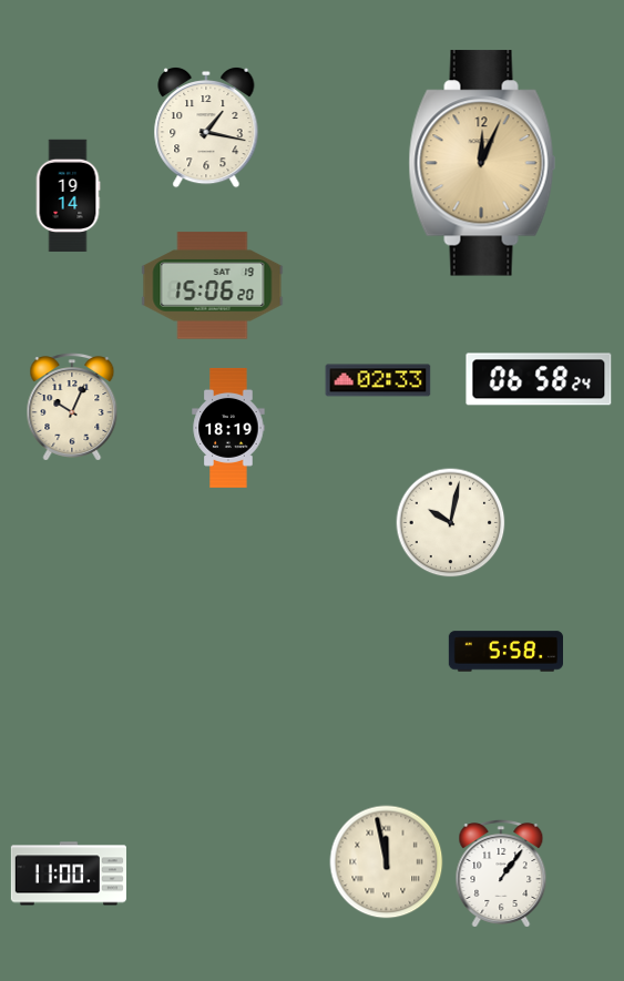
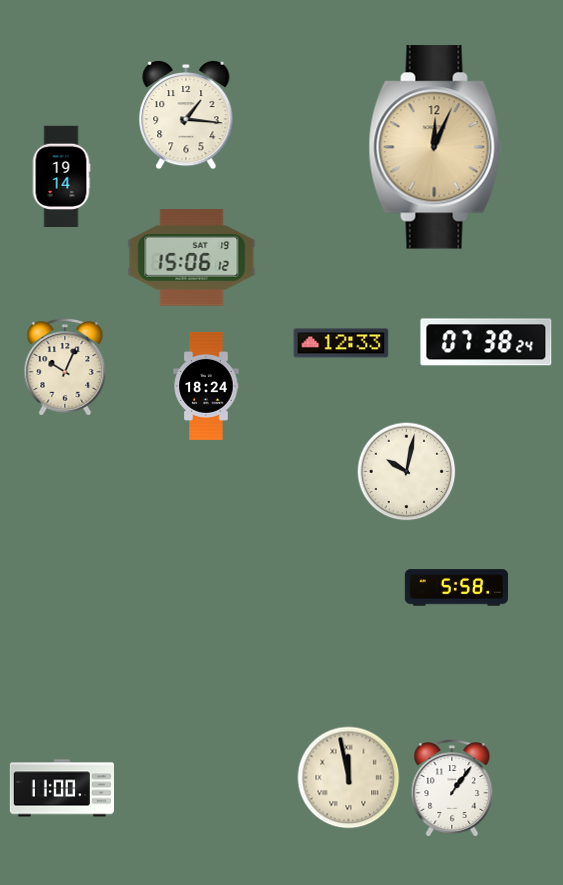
clock at (206, 127): 1:17 -> 1:16
clock at (213, 286): 15:06:20 -> 15:06:12
clock at (539, 379): 06:58 -> 07:38
clock at (378, 380): 02:33 -> 12:33
clock at (228, 428): 18:19 -> 18:24
